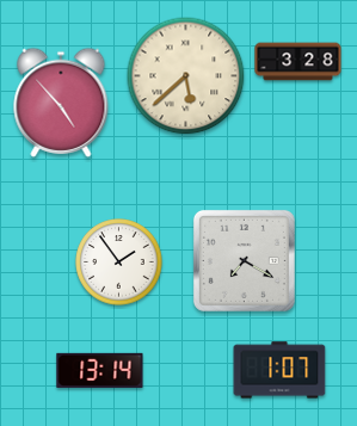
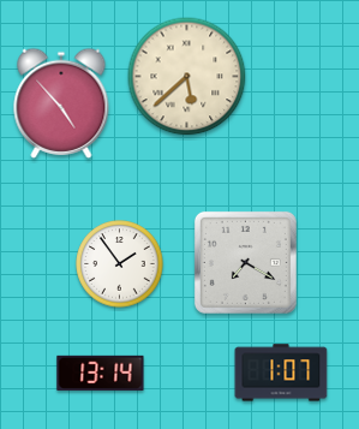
clock at (298, 62): 3:28 -> none
